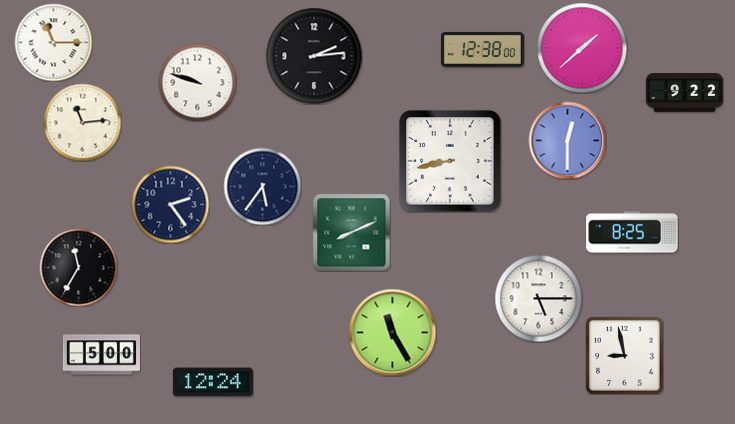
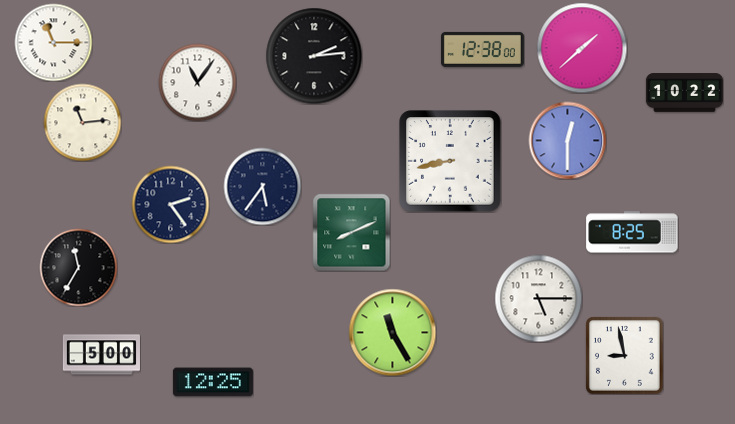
clock at (197, 82): 9:48 -> 11:06
clock at (684, 93): 9:22 -> 10:22
clock at (213, 382): 12:24 -> 12:25
